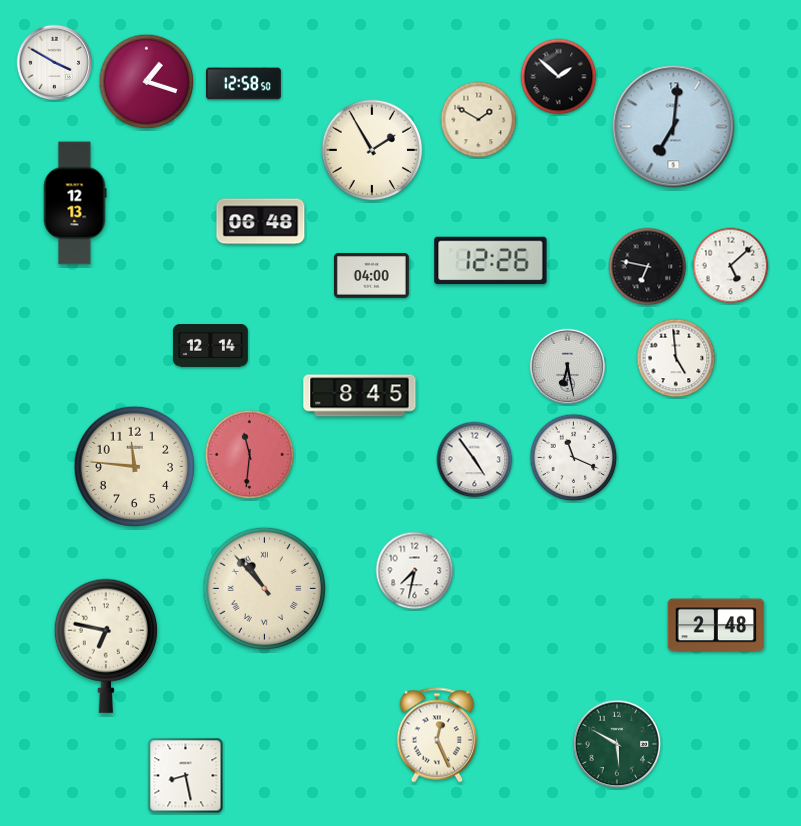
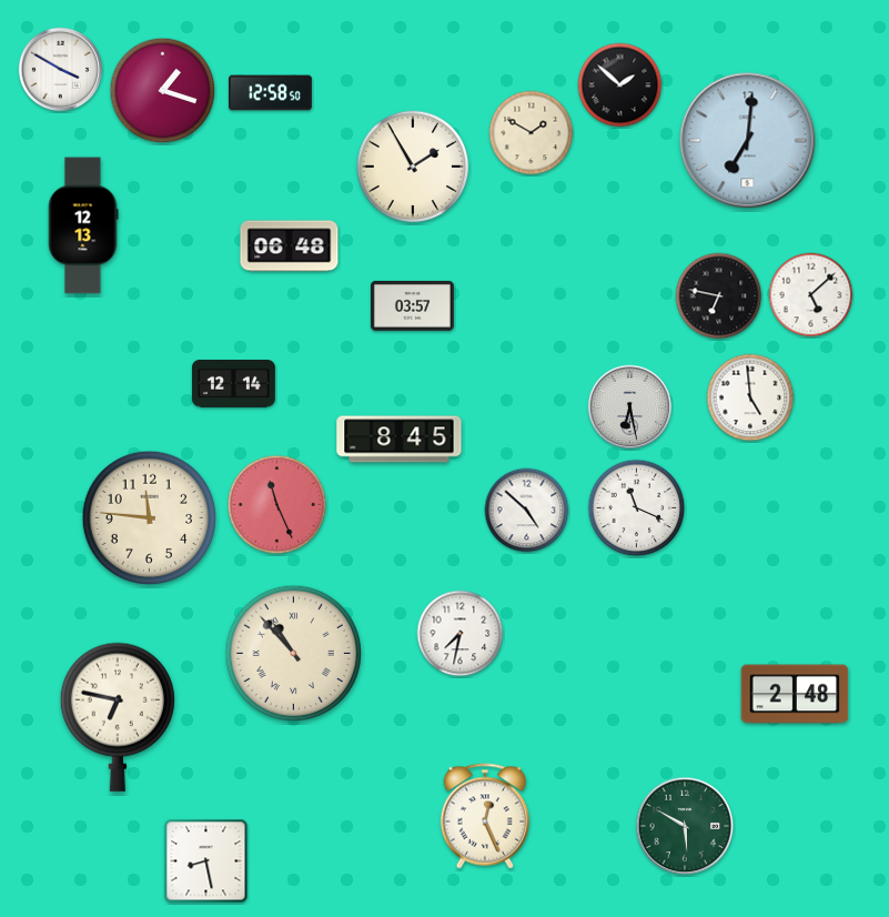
clock at (491, 261): 12:26 -> none
clock at (371, 275): 04:00 -> 03:57
clock at (250, 455): 11:31 -> 11:26
clock at (475, 460): 4:54 -> 4:52
